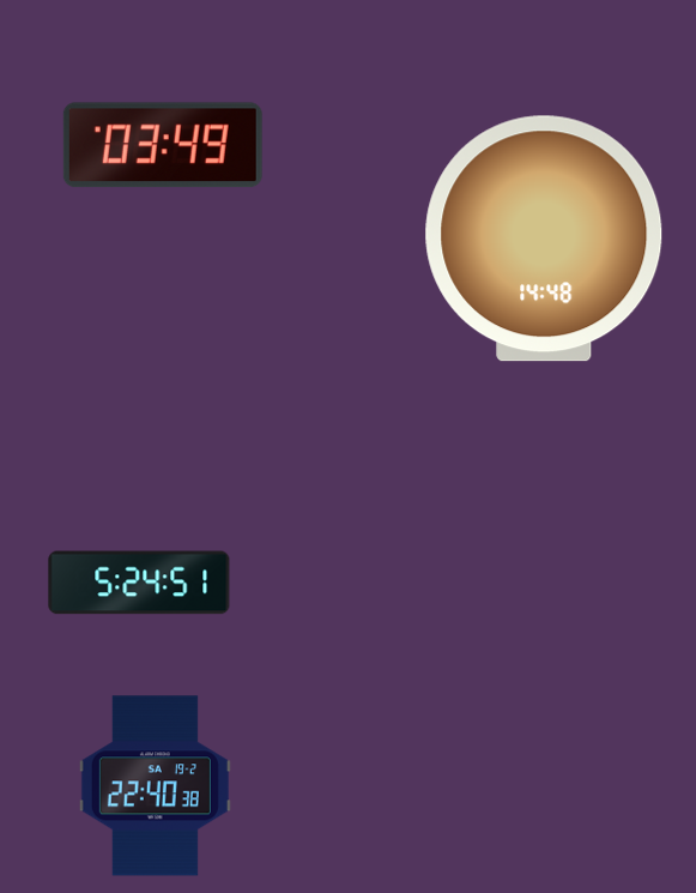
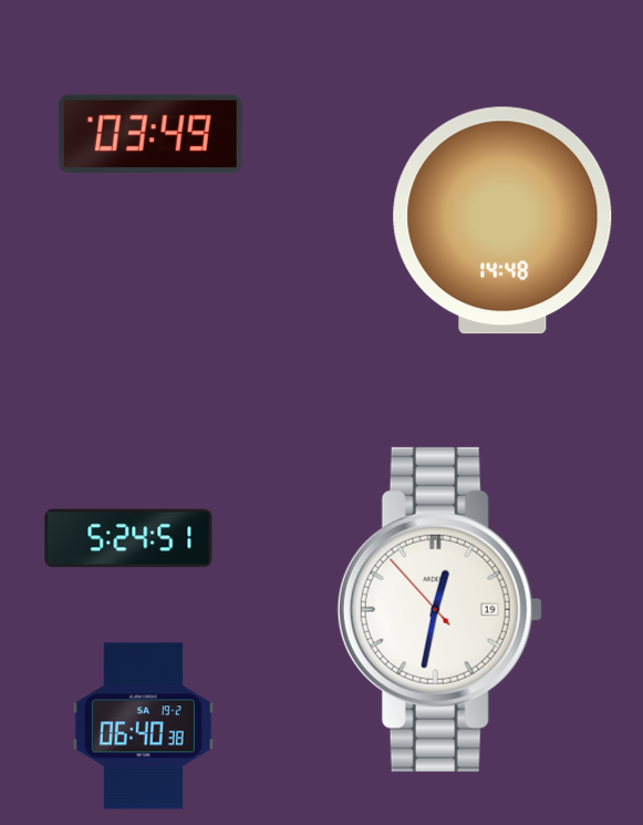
clock at (439, 609): none -> 12:31
clock at (155, 786): 22:40 -> 06:40
